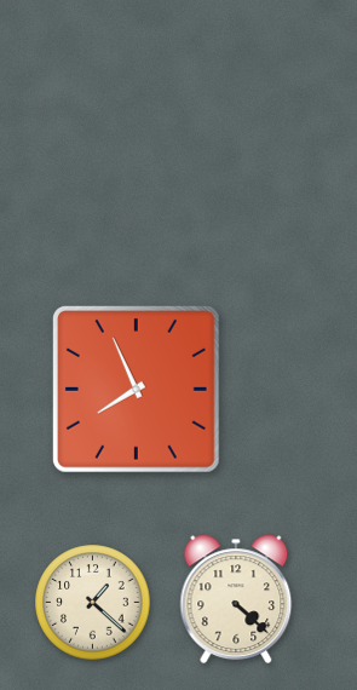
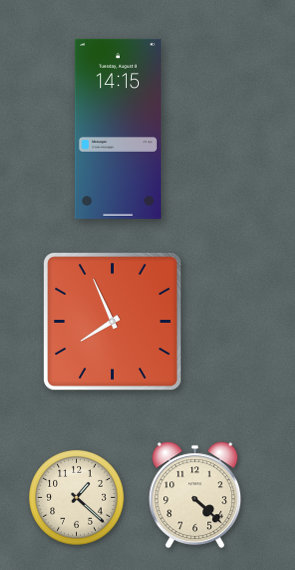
clock at (118, 129): none -> 14:15
